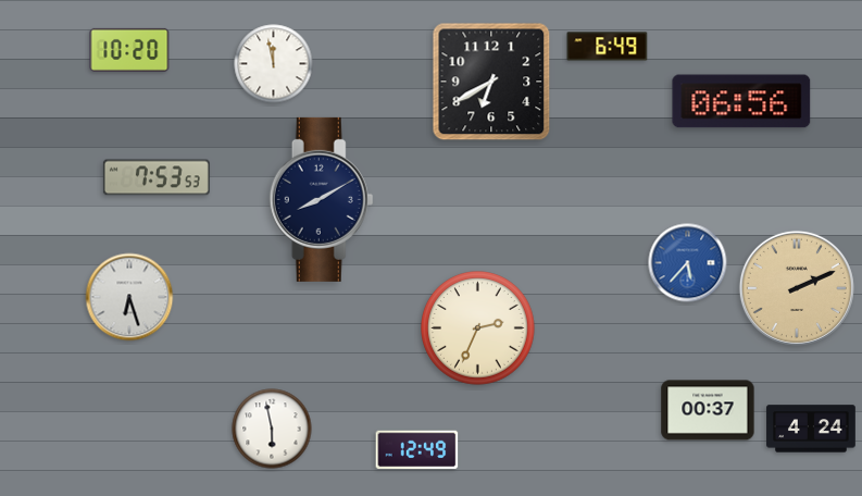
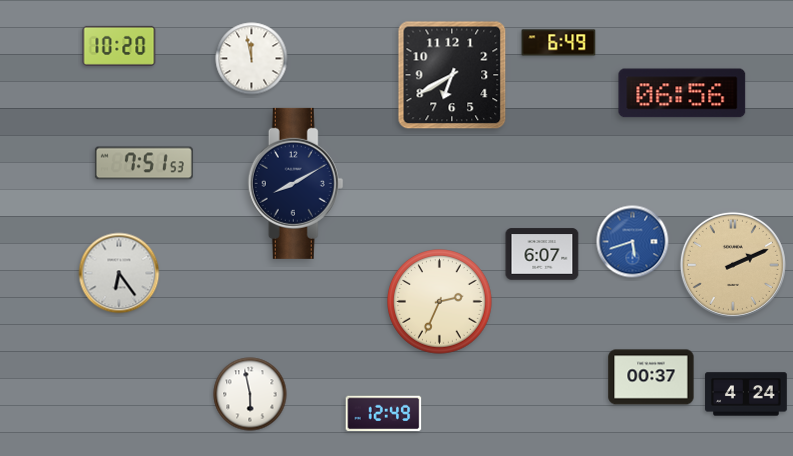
clock at (157, 177): 7:53 -> 7:51
clock at (688, 263): 5:37 -> 5:42
clock at (542, 254): none -> 6:07
clock at (129, 297): 6:27 -> 6:24
